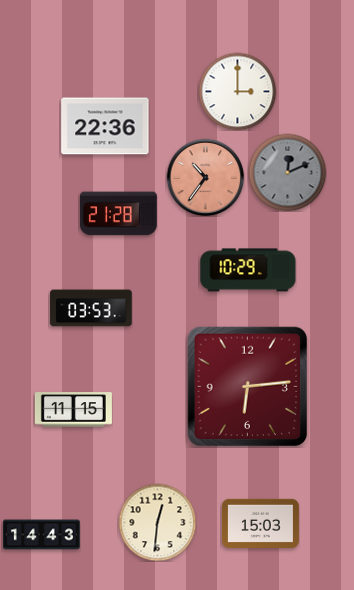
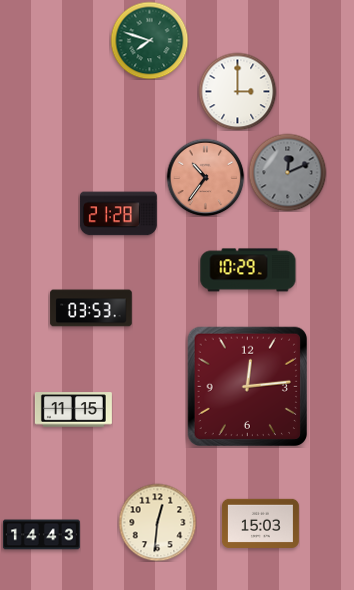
clock at (149, 40): none -> 7:48
clock at (105, 126): 22:36 -> none
clock at (248, 387): 6:14 -> 12:14
